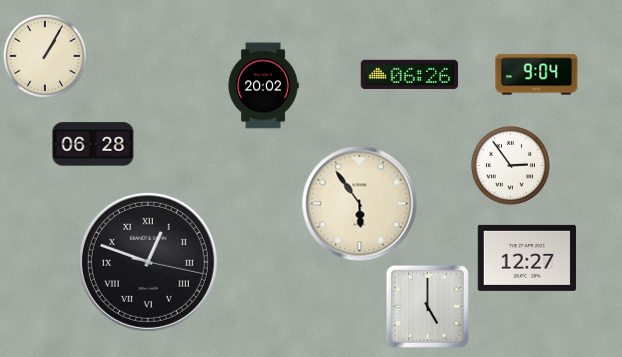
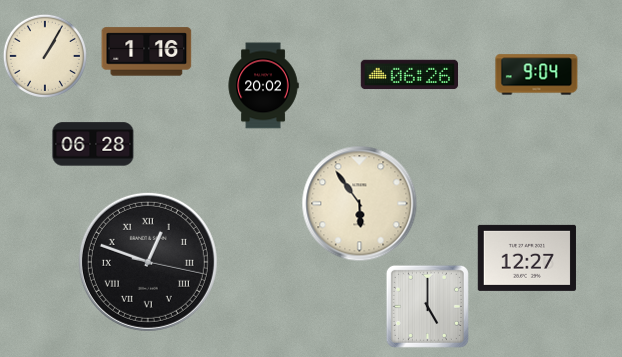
clock at (147, 52): none -> 1:16
clock at (510, 165): 2:54 -> none
